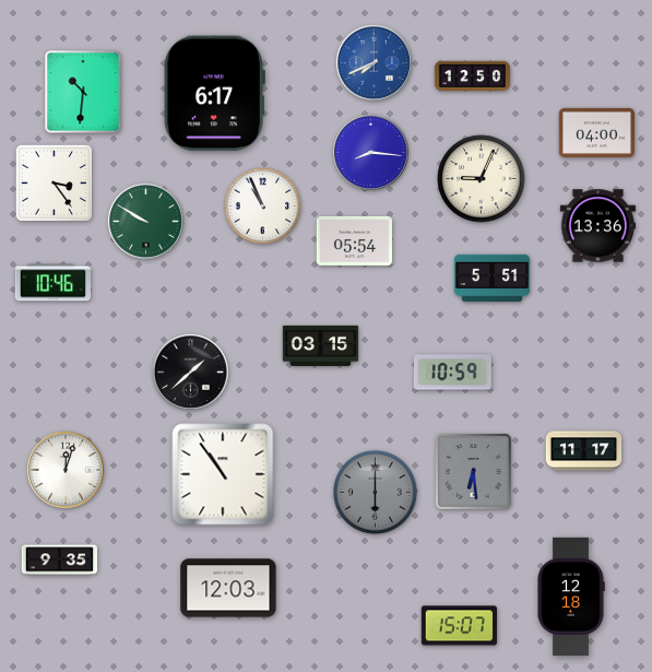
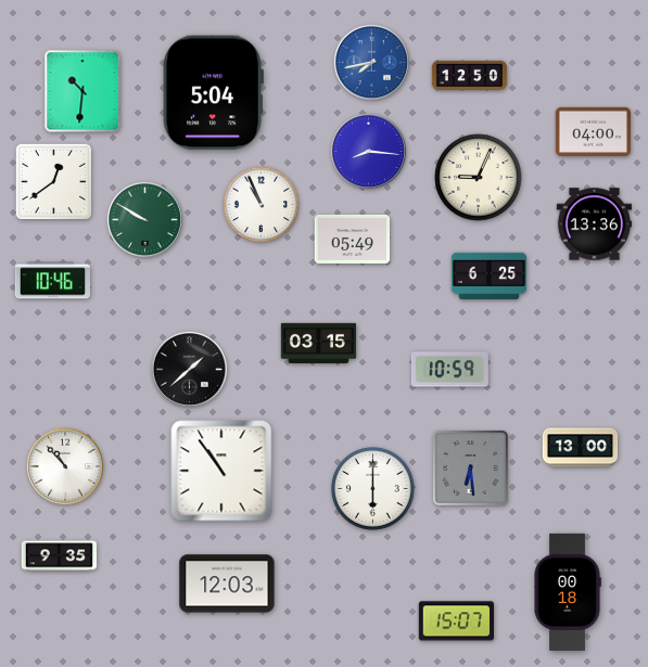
clock at (374, 62): 7:41 -> 7:43
clock at (214, 94): 6:17 -> 5:04
clock at (54, 182): 3:24 -> 12:39
clock at (355, 240): 05:54 -> 05:49
clock at (493, 279): 5:51 -> 6:25
clock at (584, 451): 11:17 -> 13:00
clock at (66, 470): 12:03 -> 10:53
clock at (376, 493) dial: grey -> white
clock at (571, 597): 12:18 -> 00:18
